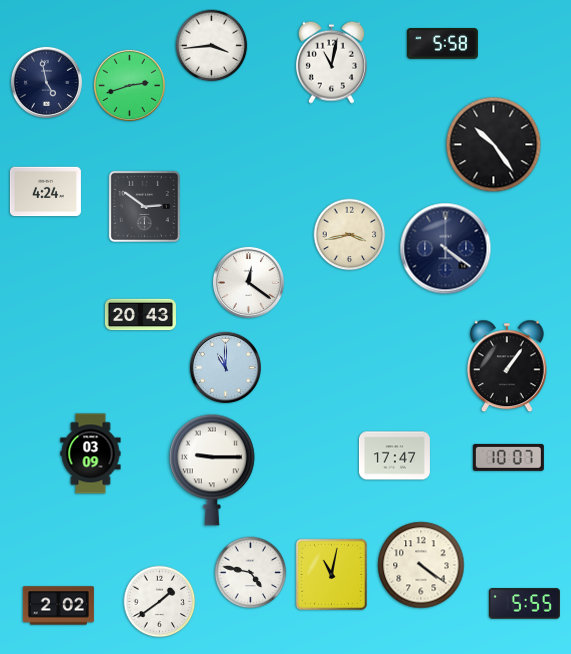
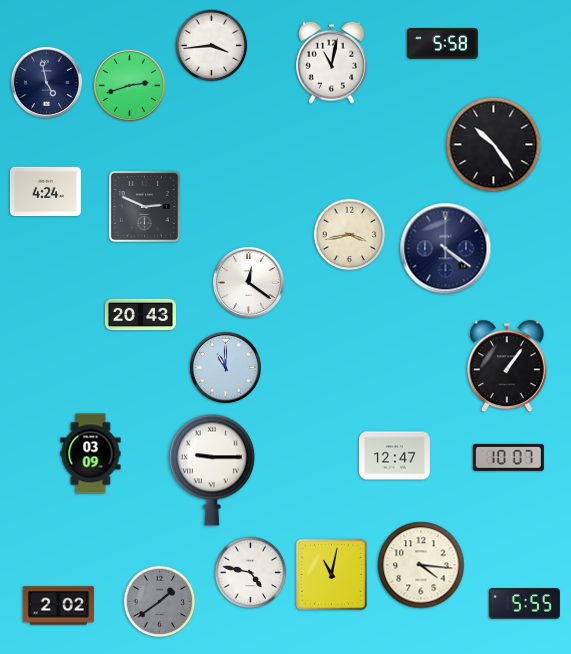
clock at (144, 206): 2:51 -> 2:49
clock at (394, 456): 17:47 -> 12:47
clock at (421, 565): 4:21 -> 4:16
clock at (160, 602) dial: white -> grey
